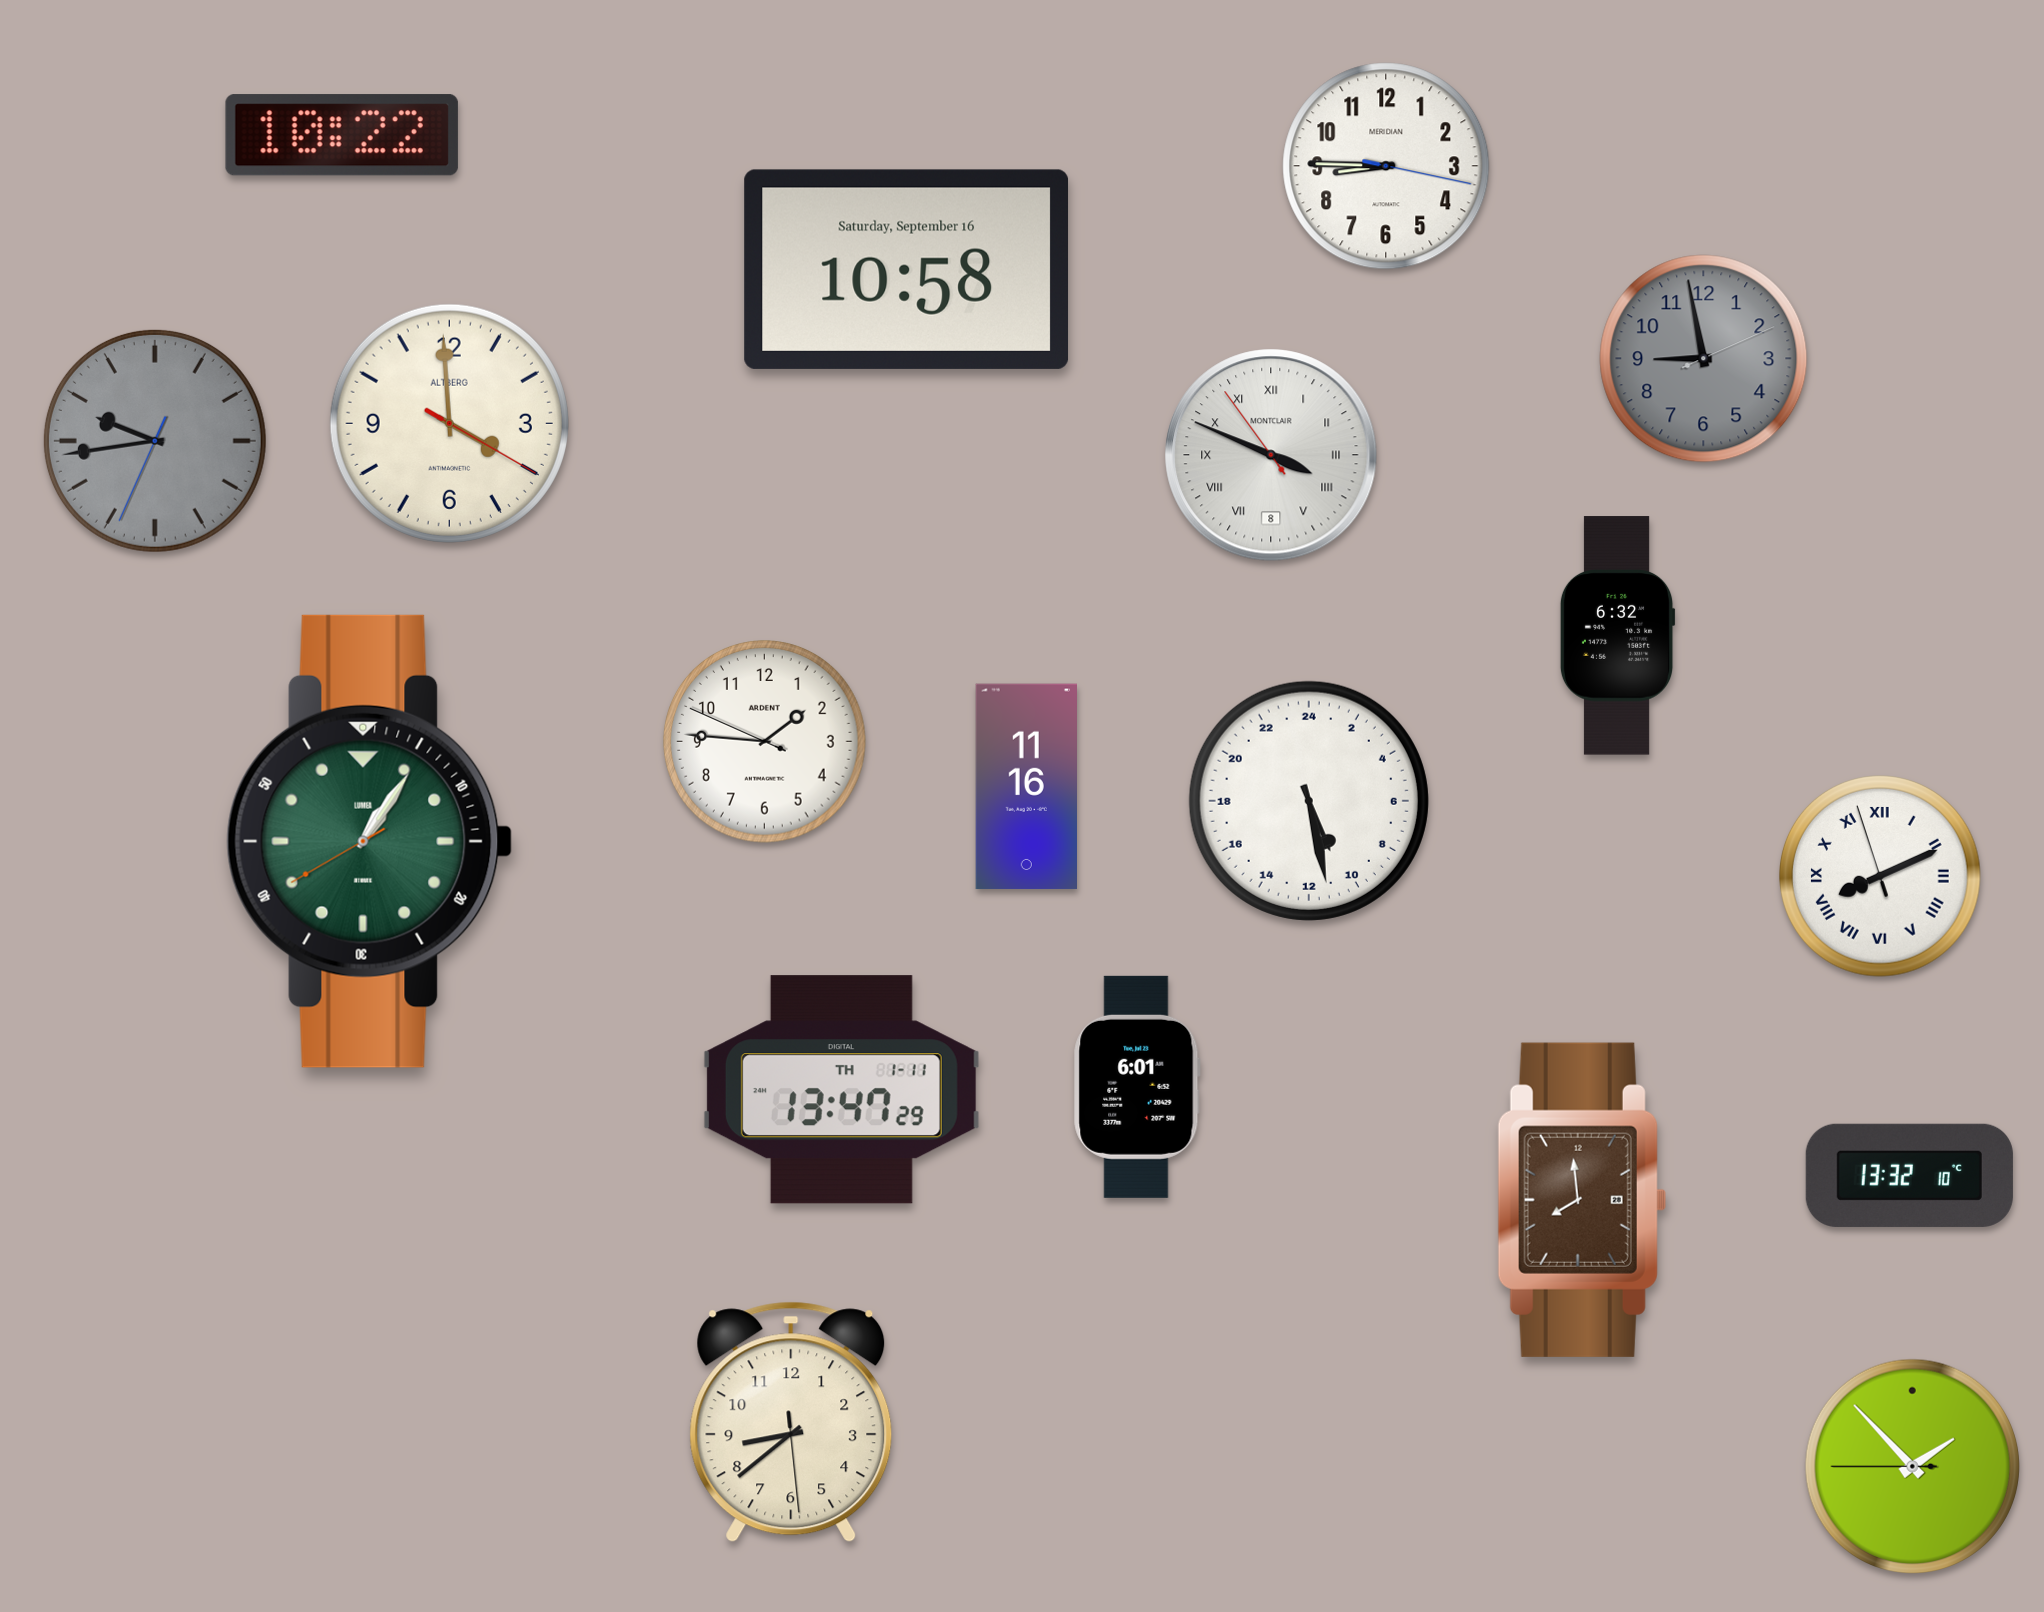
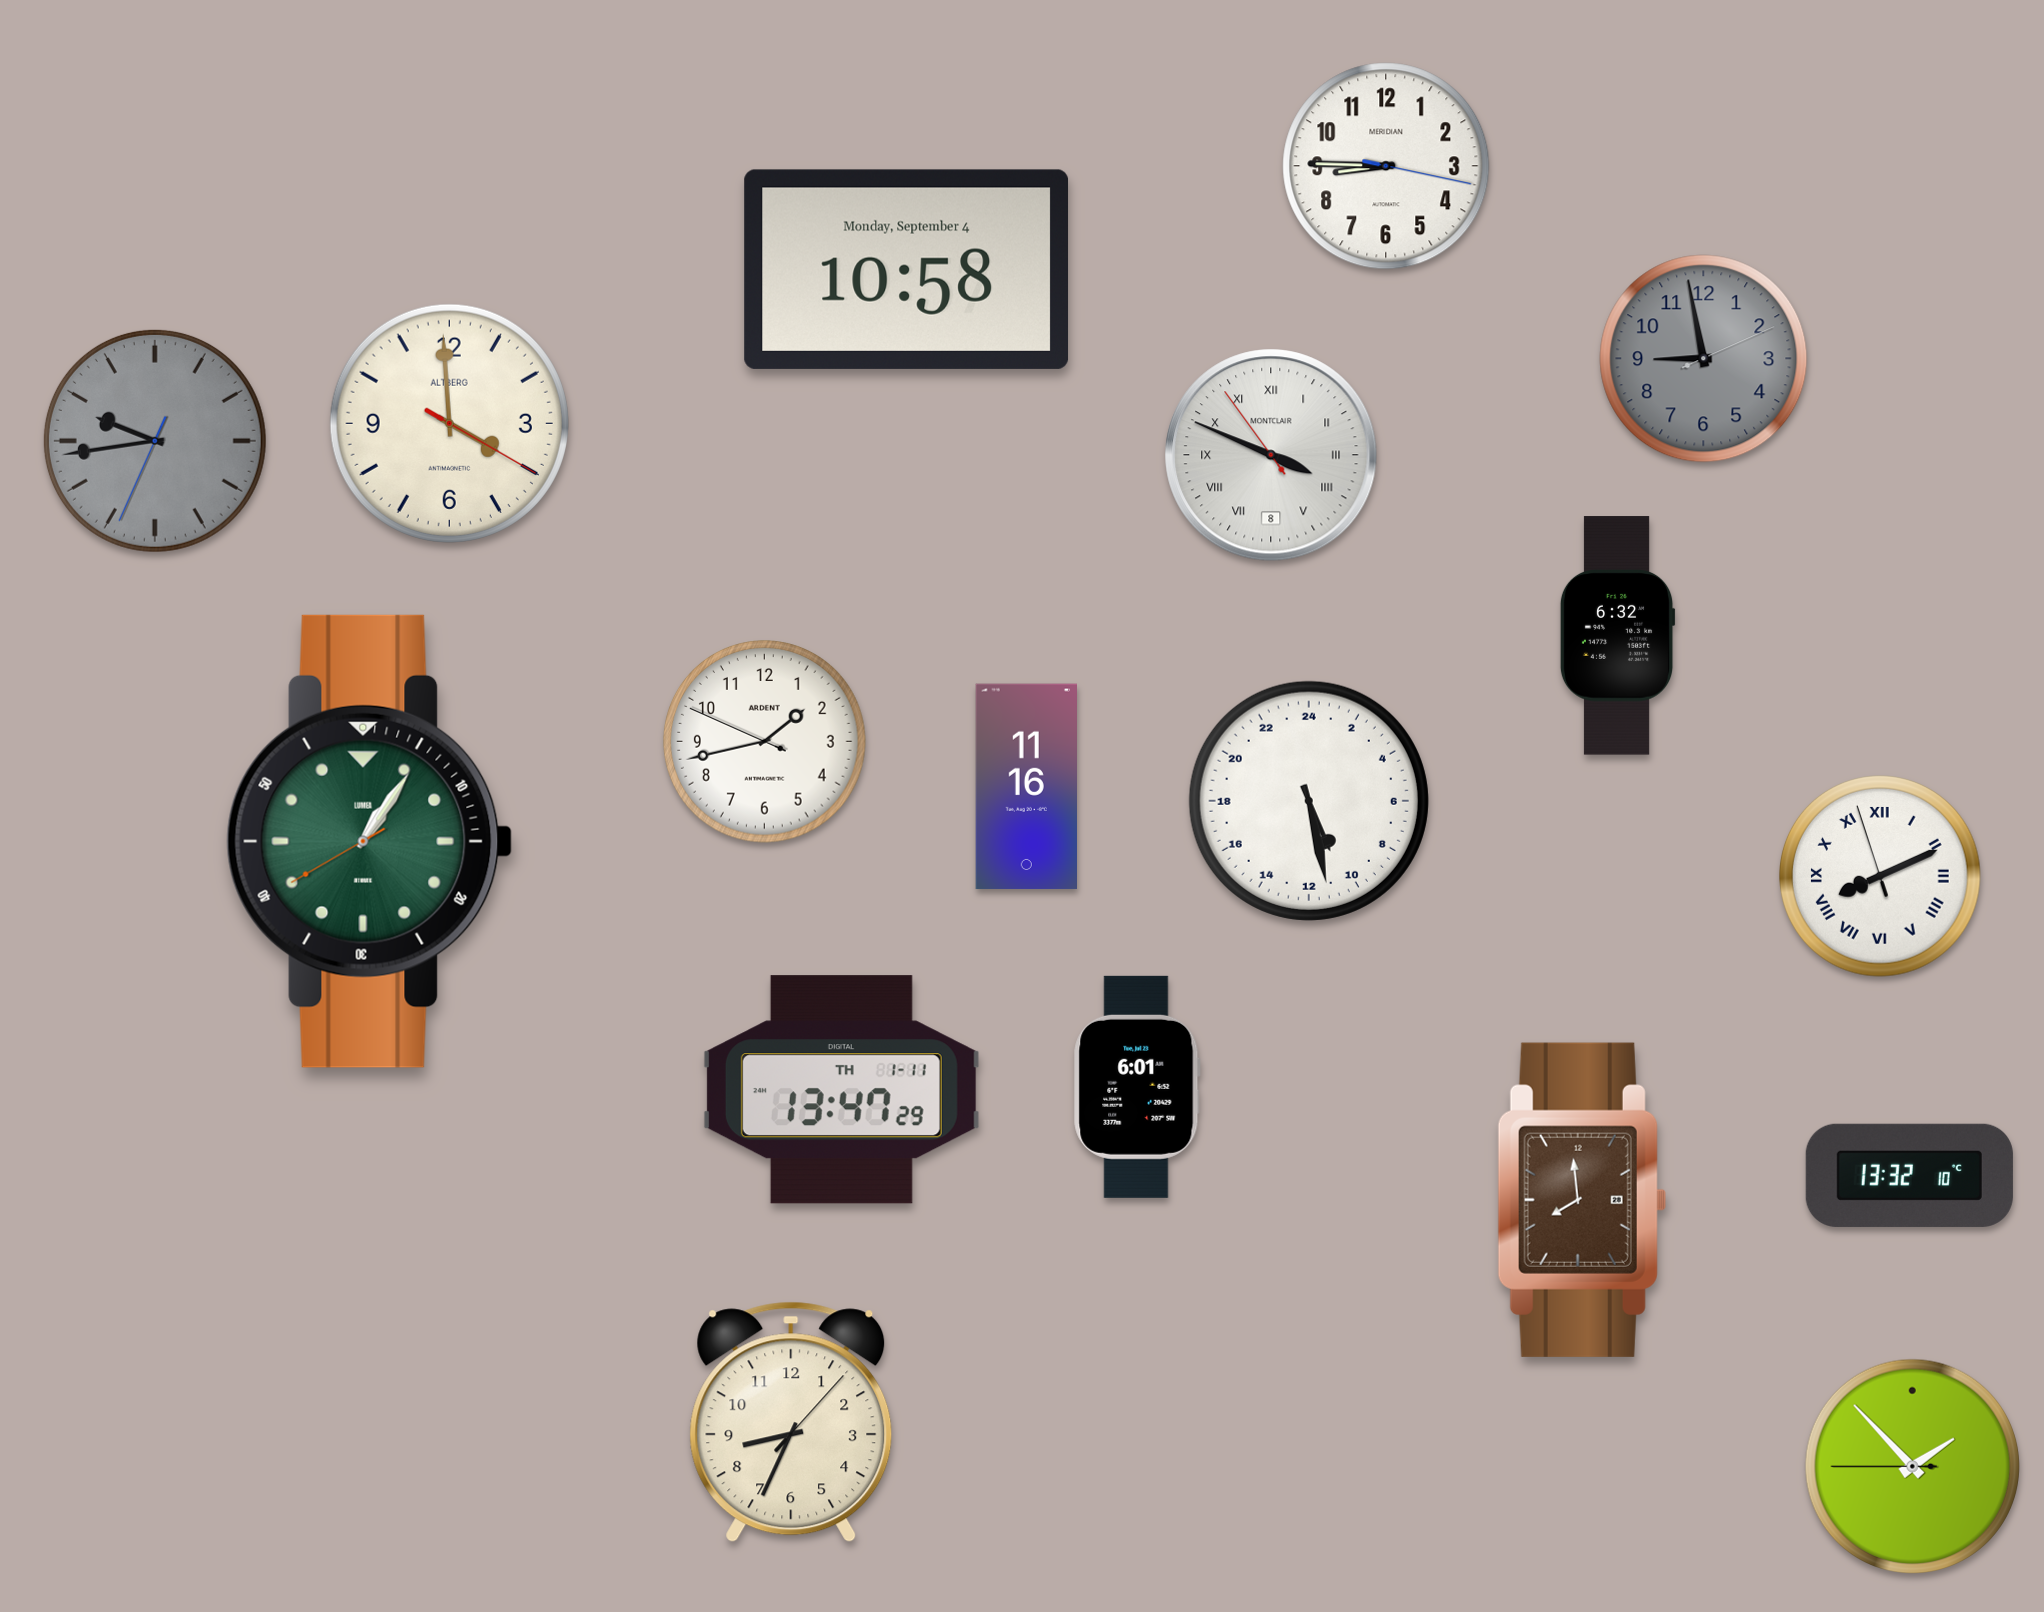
clock at (342, 135): 10:22 -> none
clock at (907, 269) date: Saturday, September 16 -> Monday, September 4
clock at (765, 742): 1:45 -> 1:42
clock at (791, 1422): 8:38 -> 8:34
